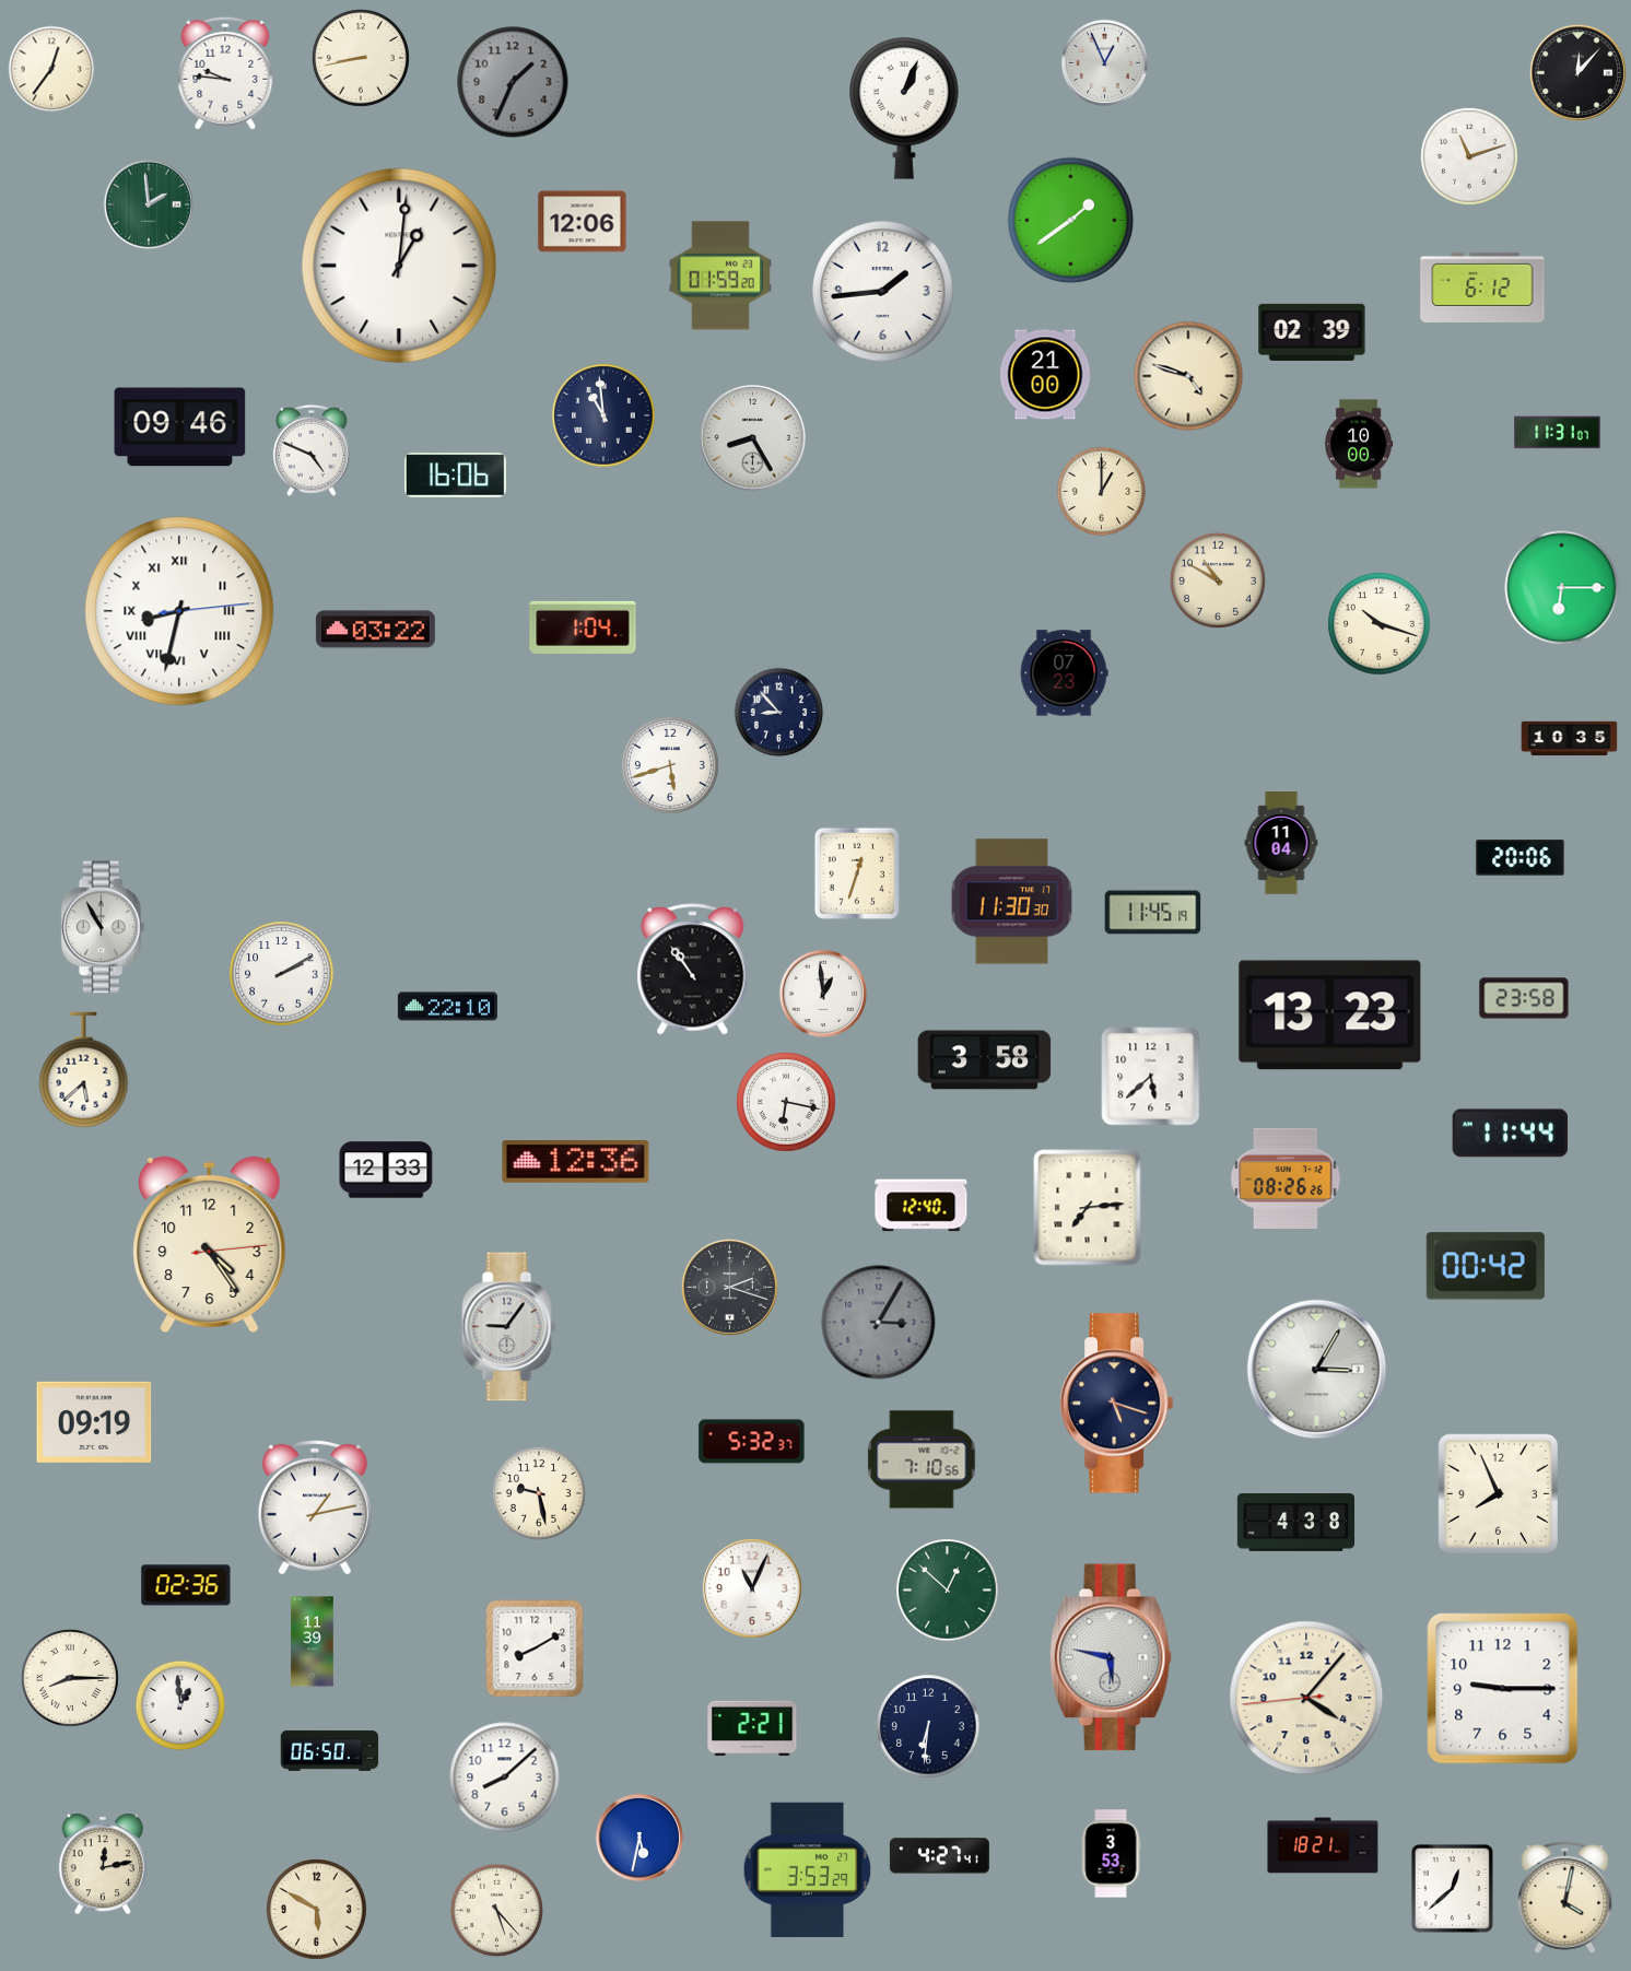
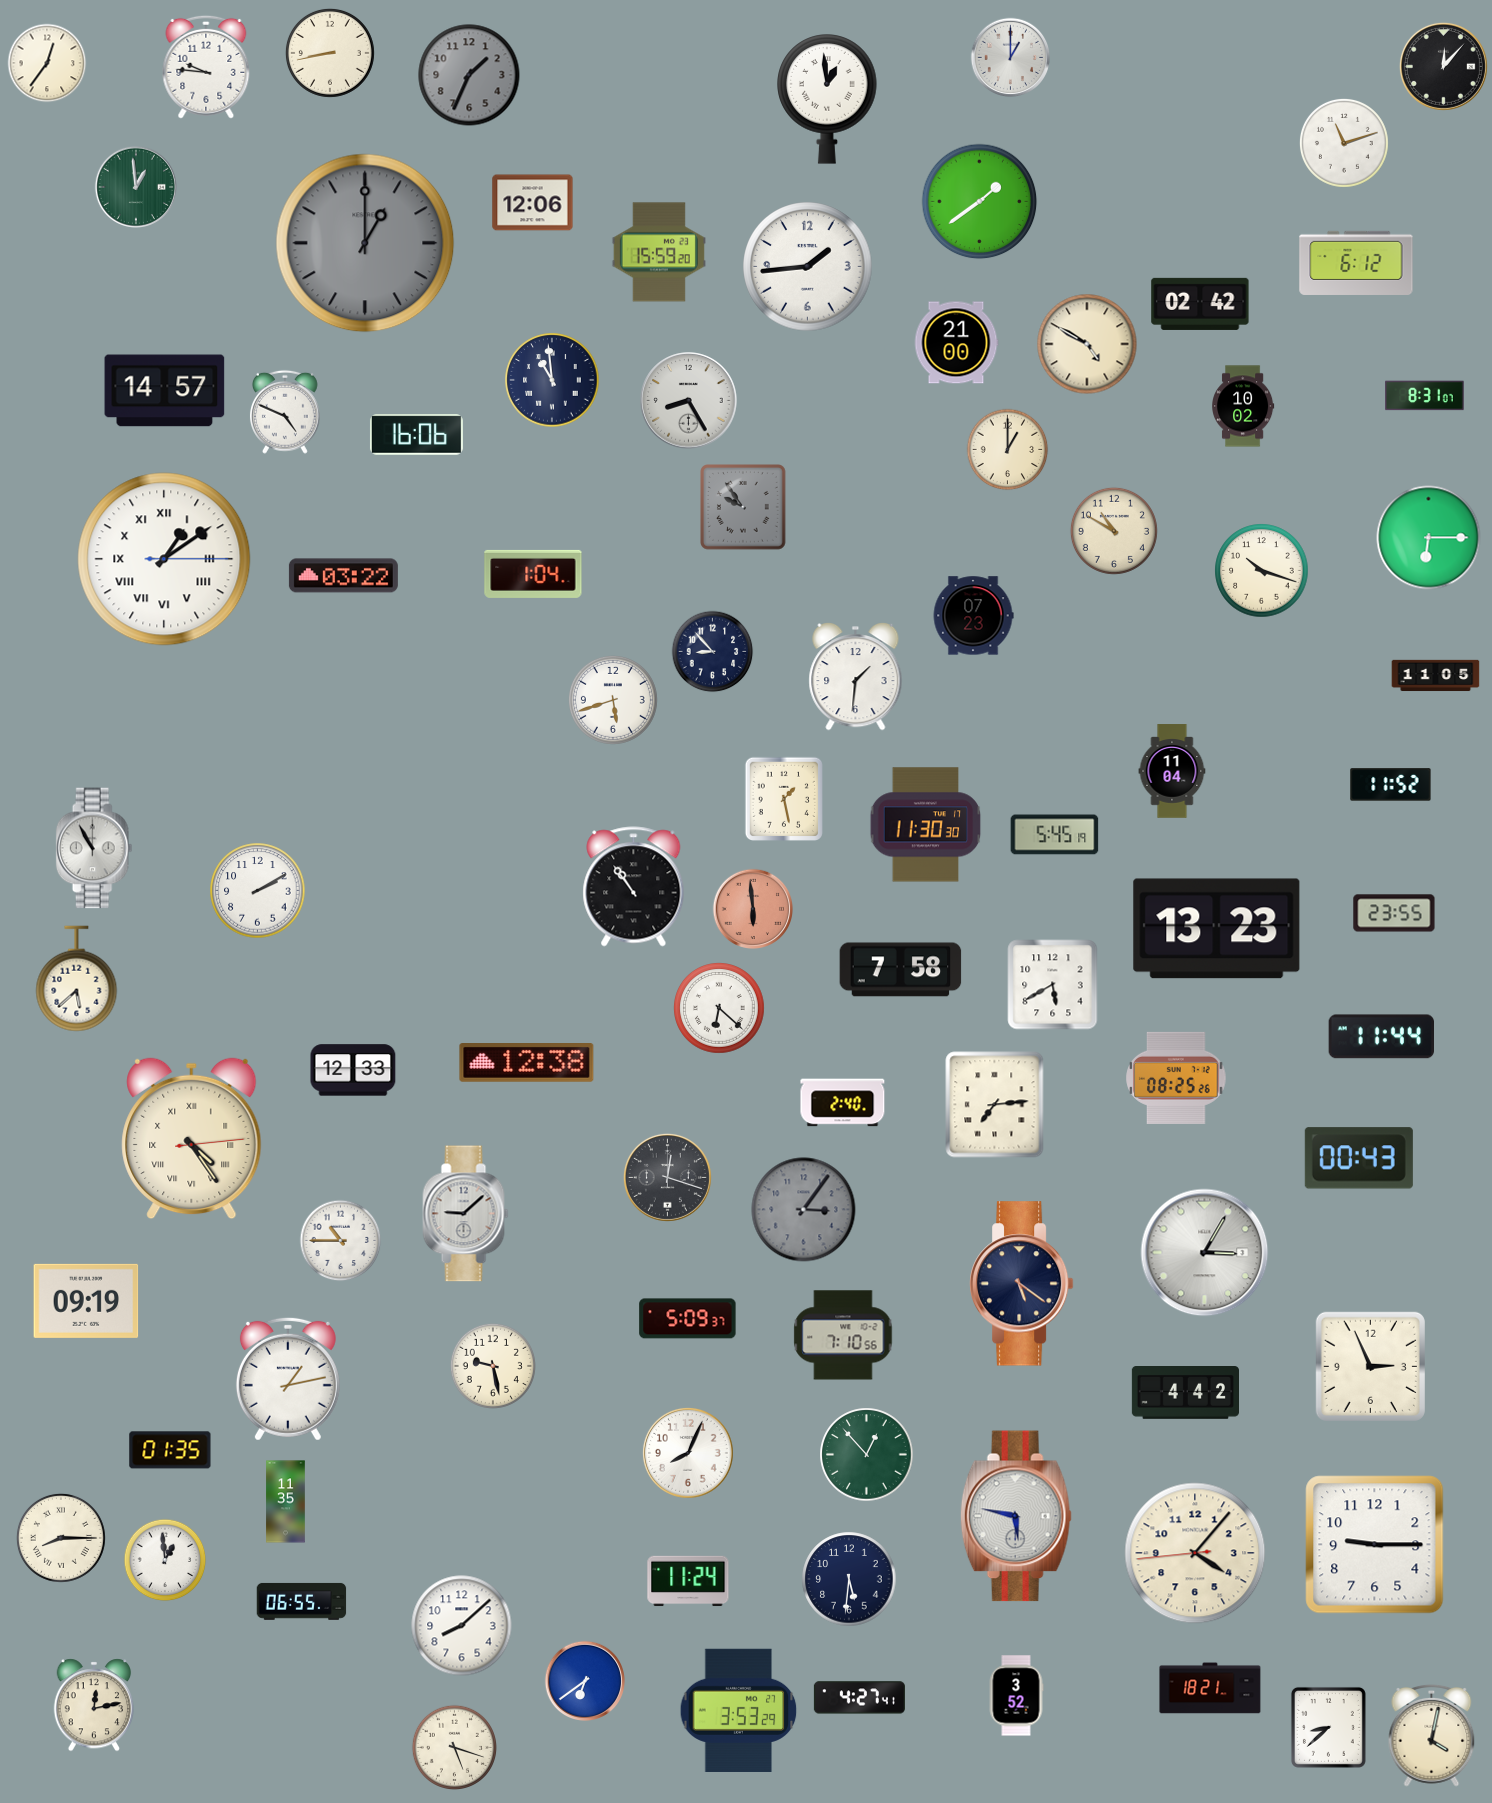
clock at (1105, 63): 12:56 -> 1:00
clock at (904, 108): 1:04 -> 12:59
clock at (149, 204): 1:59 -> 12:59
clock at (399, 266): 1:01 -> 1:00
clock at (399, 266) dial: white -> grey
clock at (720, 275): 01:59 -> 15:59
clock at (1312, 332): 02:39 -> 02:42
clock at (1188, 376): 4:48 -> 4:50
clock at (180, 427): 09:46 -> 14:57
clock at (1558, 433): 11:31 -> 8:31
clock at (1360, 444): 10:00 -> 10:02
clock at (744, 508): none -> 9:54
clock at (179, 611): 8:32 -> 1:09
clock at (1570, 739): 10:35 -> 11:05
clock at (856, 677): none -> 1:31
clock at (1521, 858): 20:06 -> 11:52
clock at (857, 872): 12:33 -> 1:28
clock at (1153, 913): 11:45 -> 5:45
clock at (822, 993): 12:59 -> 5:59
clock at (822, 993) dial: white -> salmon
clock at (1524, 998): 23:58 -> 23:55
clock at (447, 1007): 22:10 -> none
clock at (985, 1060): 3:58 -> 7:58
clock at (1151, 1077): 5:38 -> 5:40
clock at (787, 1103): 6:17 -> 6:22
clock at (576, 1162): 12:36 -> 12:38
clock at (1286, 1178): 08:26 -> 08:25
clock at (922, 1206): 12:40 -> 2:40
clock at (210, 1245) numerals: Arabic -> Roman
clock at (1486, 1266): 00:42 -> 00:43
clock at (729, 1287): 2:18 -> 12:18
clock at (879, 1323): 3:05 -> 3:06
clock at (509, 1327): 9:06 -> 9:08
clock at (341, 1241): none -> 10:45
clock at (1117, 1404): 5:18 -> 5:21
clock at (752, 1442): 5:32 -> 5:09
clock at (1498, 1493): 7:56 -> 2:56
clock at (1295, 1523): 4:38 -> 4:42
clock at (186, 1585): 02:36 -> 01:35
clock at (753, 1589): 11:04 -> 8:04
clock at (948, 1591): 12:52 -> 12:53
clock at (313, 1642): 11:39 -> 11:35
clock at (535, 1649): 8:10 -> none
clock at (70, 1678) position: (70, 1678) -> (61, 1538)
clock at (928, 1726): 6:31 -> 5:31
clock at (752, 1728): 2:21 -> 11:24
clock at (330, 1750): 06:50 -> 06:55
clock at (638, 1837): 5:32 -> 6:39
clock at (1111, 1854): 3:53 -> 3:52
clock at (1452, 1888): 12:38 -> 8:38
clock at (317, 1910): 5:50 -> none
clock at (496, 1910): 5:23 -> 5:18
